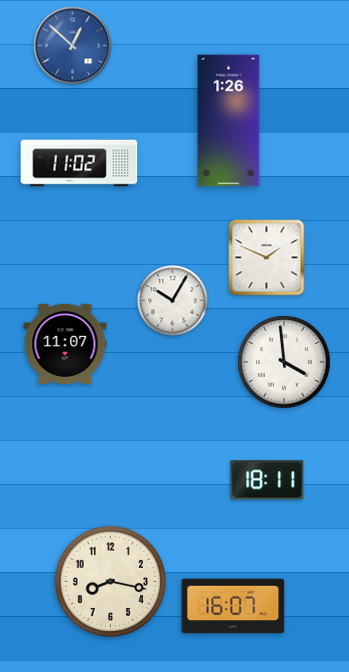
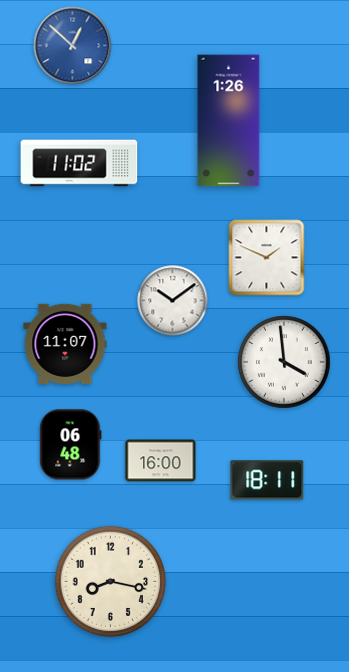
clock at (173, 301): 10:05 -> 10:09
clock at (71, 445): none -> 06:48
clock at (161, 461): none -> 16:00
clock at (233, 606): 16:07 -> none
